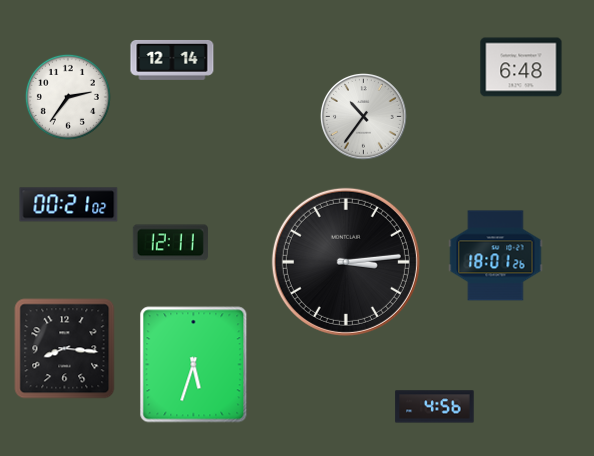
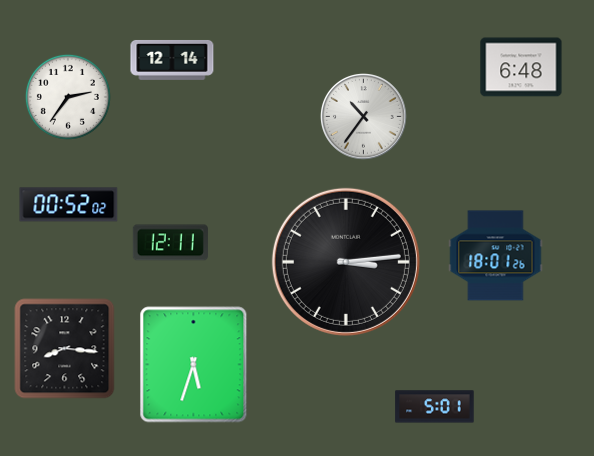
clock at (69, 205): 00:21 -> 00:52
clock at (435, 407): 4:56 -> 5:01
